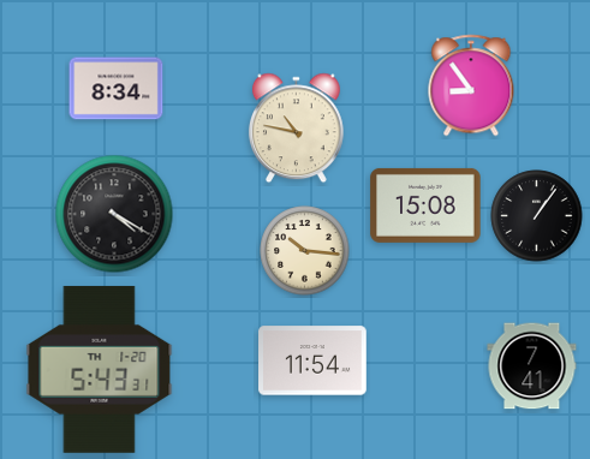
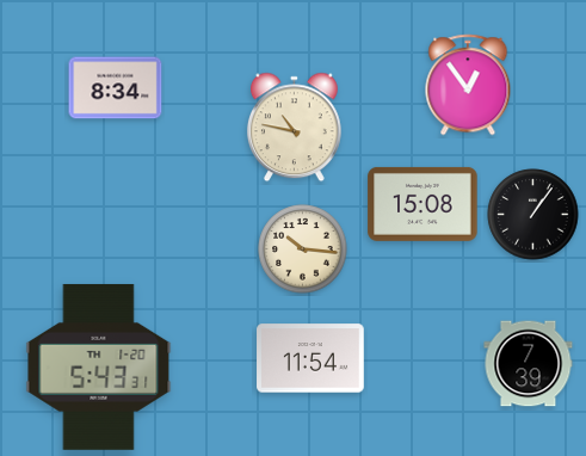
clock at (471, 85): 8:54 -> 12:54
clock at (114, 214): 4:20 -> none
clock at (532, 366): 7:41 -> 7:39
